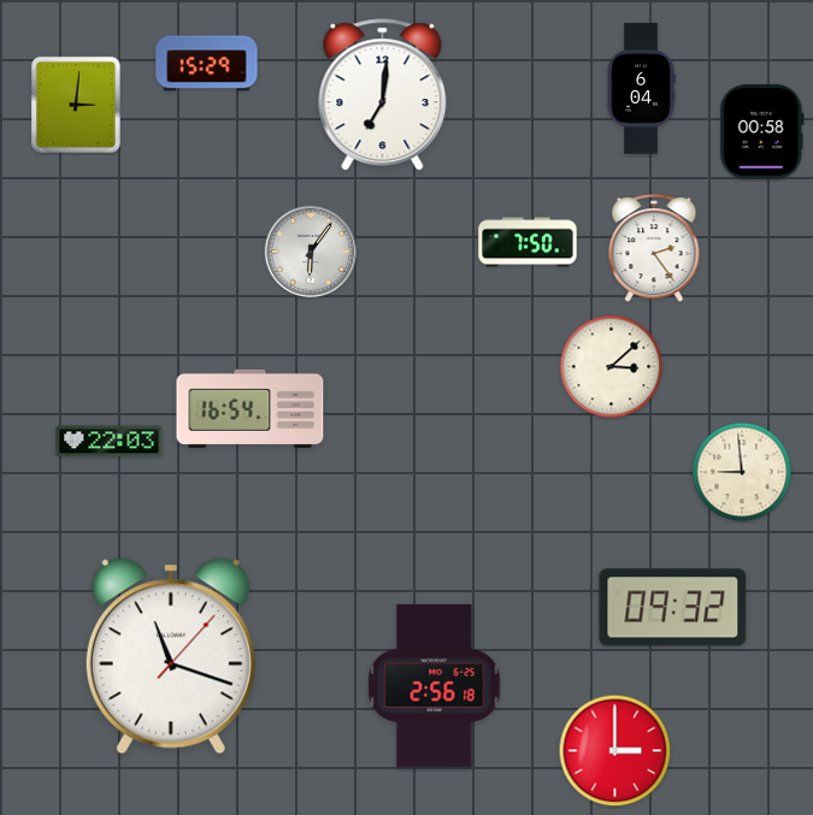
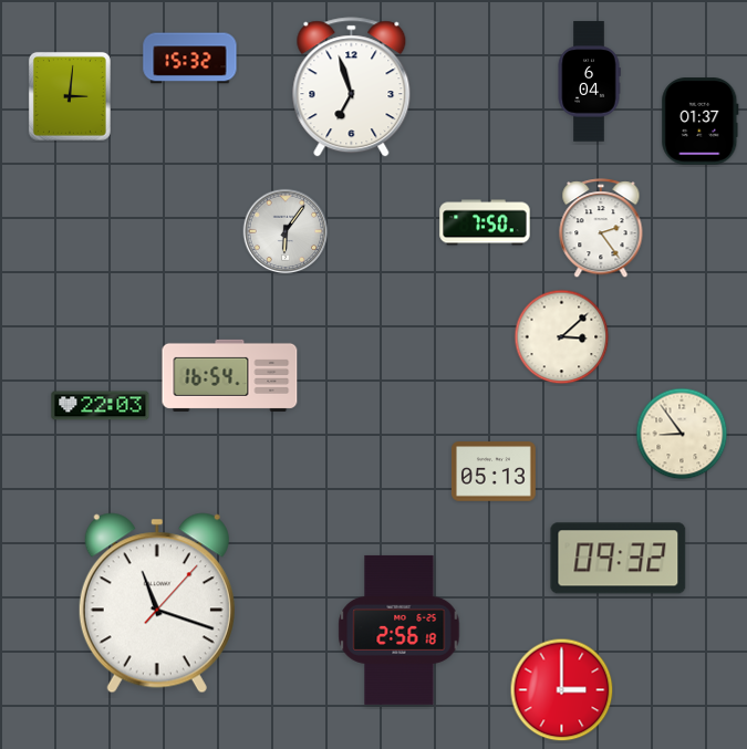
clock at (207, 64): 15:29 -> 15:32
clock at (383, 95): 7:01 -> 6:57
clock at (762, 132): 00:58 -> 01:37
clock at (742, 472): 8:59 -> 8:54
clock at (494, 471): none -> 05:13
clock at (615, 751) position: (615, 751) -> (562, 690)
